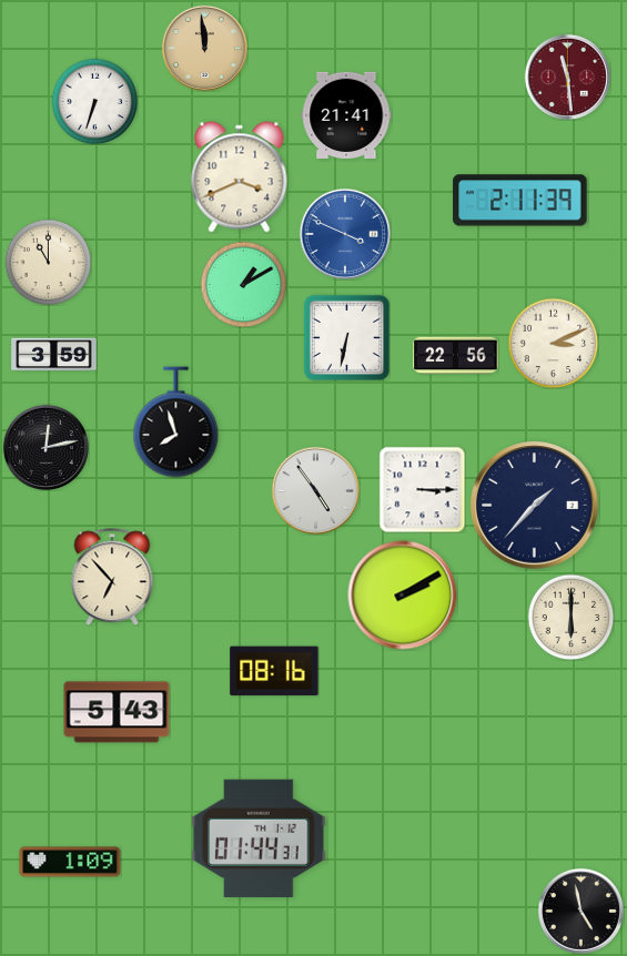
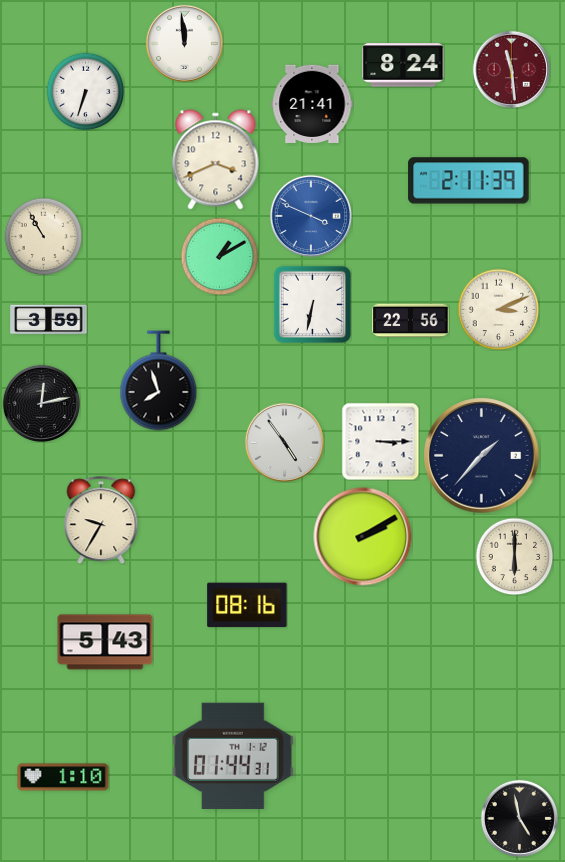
clock at (204, 48) dial: champagne -> white
clock at (403, 65): none -> 8:24
clock at (345, 234) position: (345, 234) -> (311, 216)
clock at (48, 262): 11:00 -> 10:55
clock at (112, 577): 6:53 -> 9:35
clock at (70, 862): 1:09 -> 1:10
clock at (580, 911) position: (580, 911) -> (519, 818)
